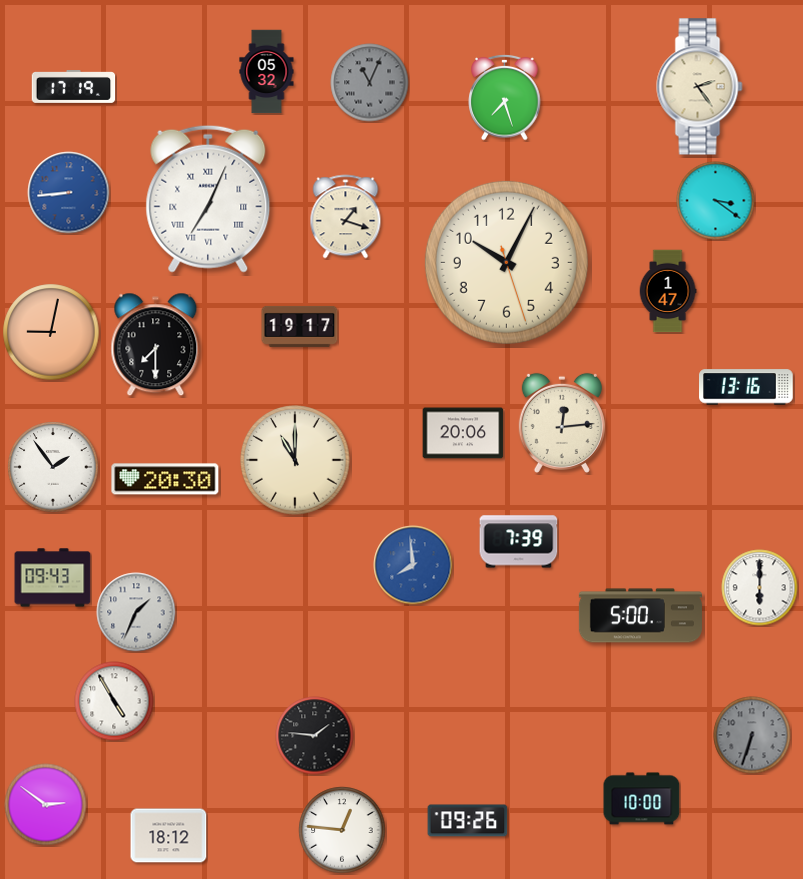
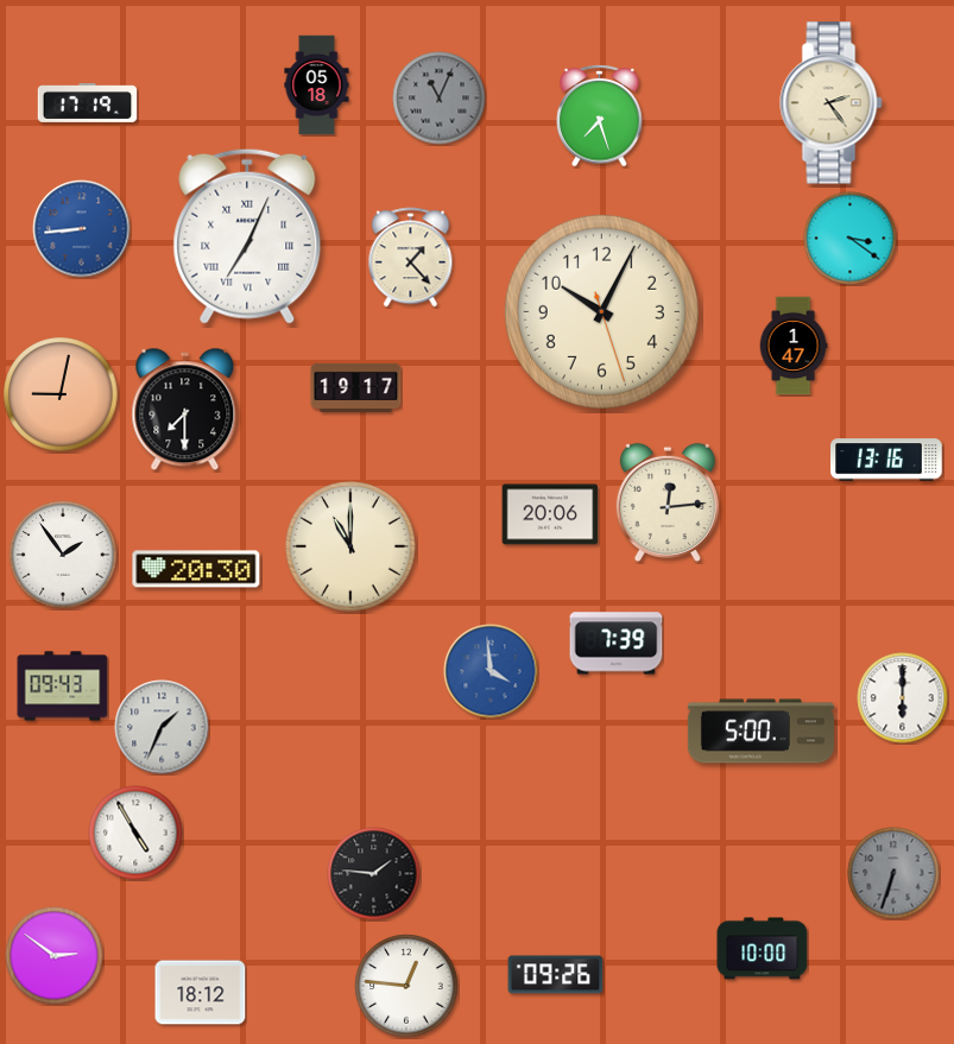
clock at (267, 72): 05:32 -> 05:18
clock at (346, 217): 1:18 -> 1:23
clock at (413, 565): 7:59 -> 3:59
